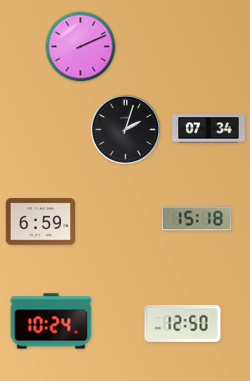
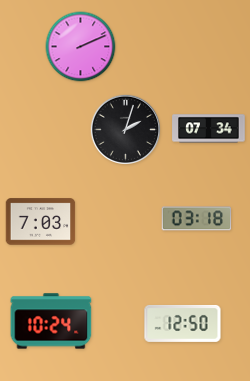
clock at (197, 219): 15:18 -> 03:18
clock at (41, 222): 6:59 -> 7:03
